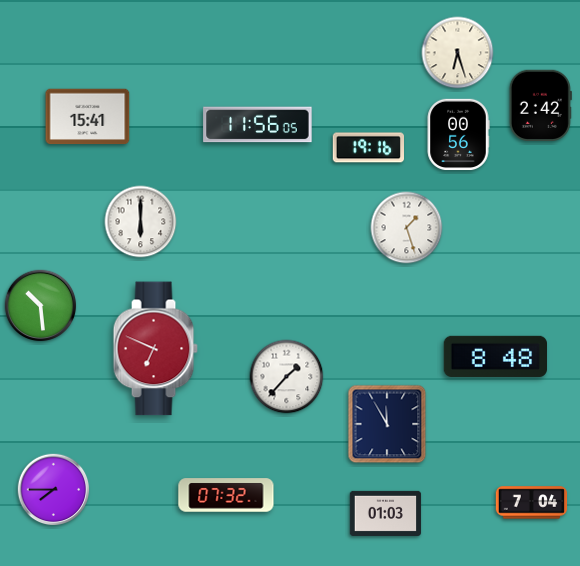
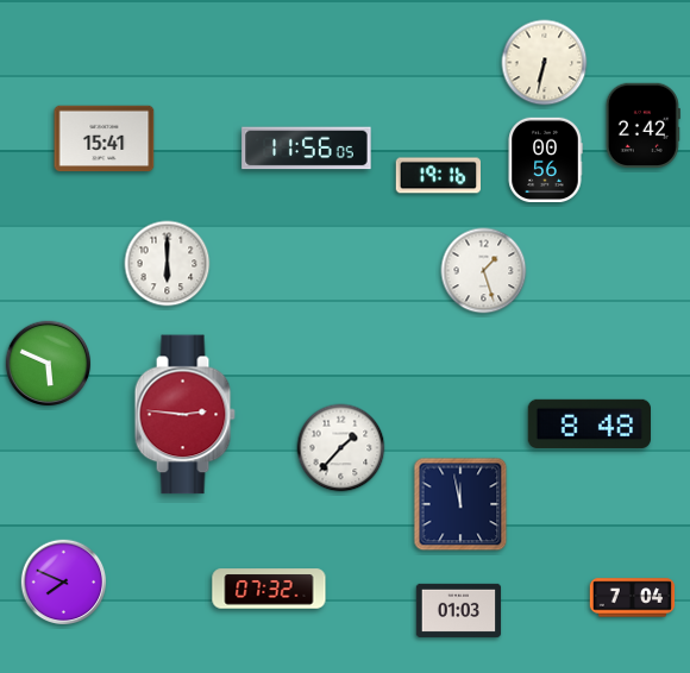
clock at (458, 53): 6:27 -> 6:32
clock at (41, 306): 10:29 -> 5:49
clock at (155, 349): 6:49 -> 2:46
clock at (387, 424): 11:55 -> 11:58
clock at (54, 490): 7:45 -> 7:49
